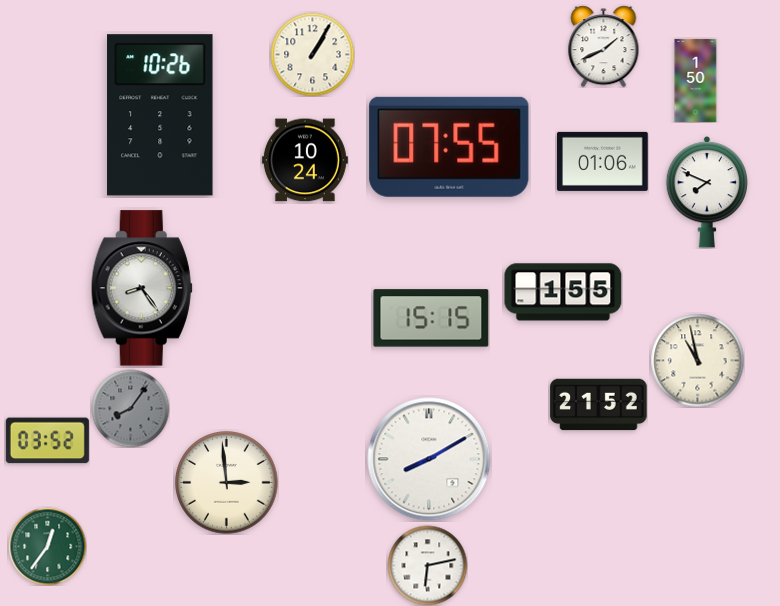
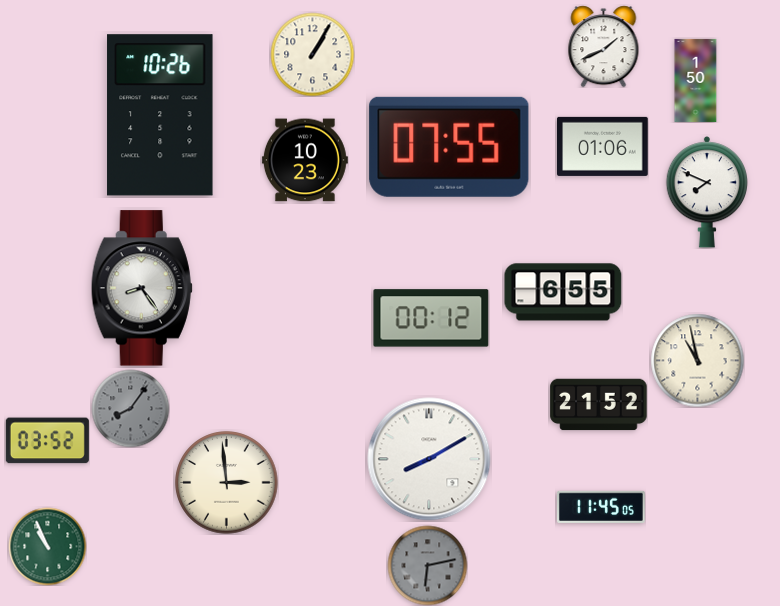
clock at (305, 160): 10:24 -> 10:23
clock at (603, 161) position: (603, 161) -> (603, 146)
clock at (563, 292): 1:55 -> 6:55
clock at (431, 318): 15:15 -> 00:12
clock at (601, 507): none -> 11:45
clock at (47, 546): 12:36 -> 10:56
clock at (427, 565) dial: white -> grey
